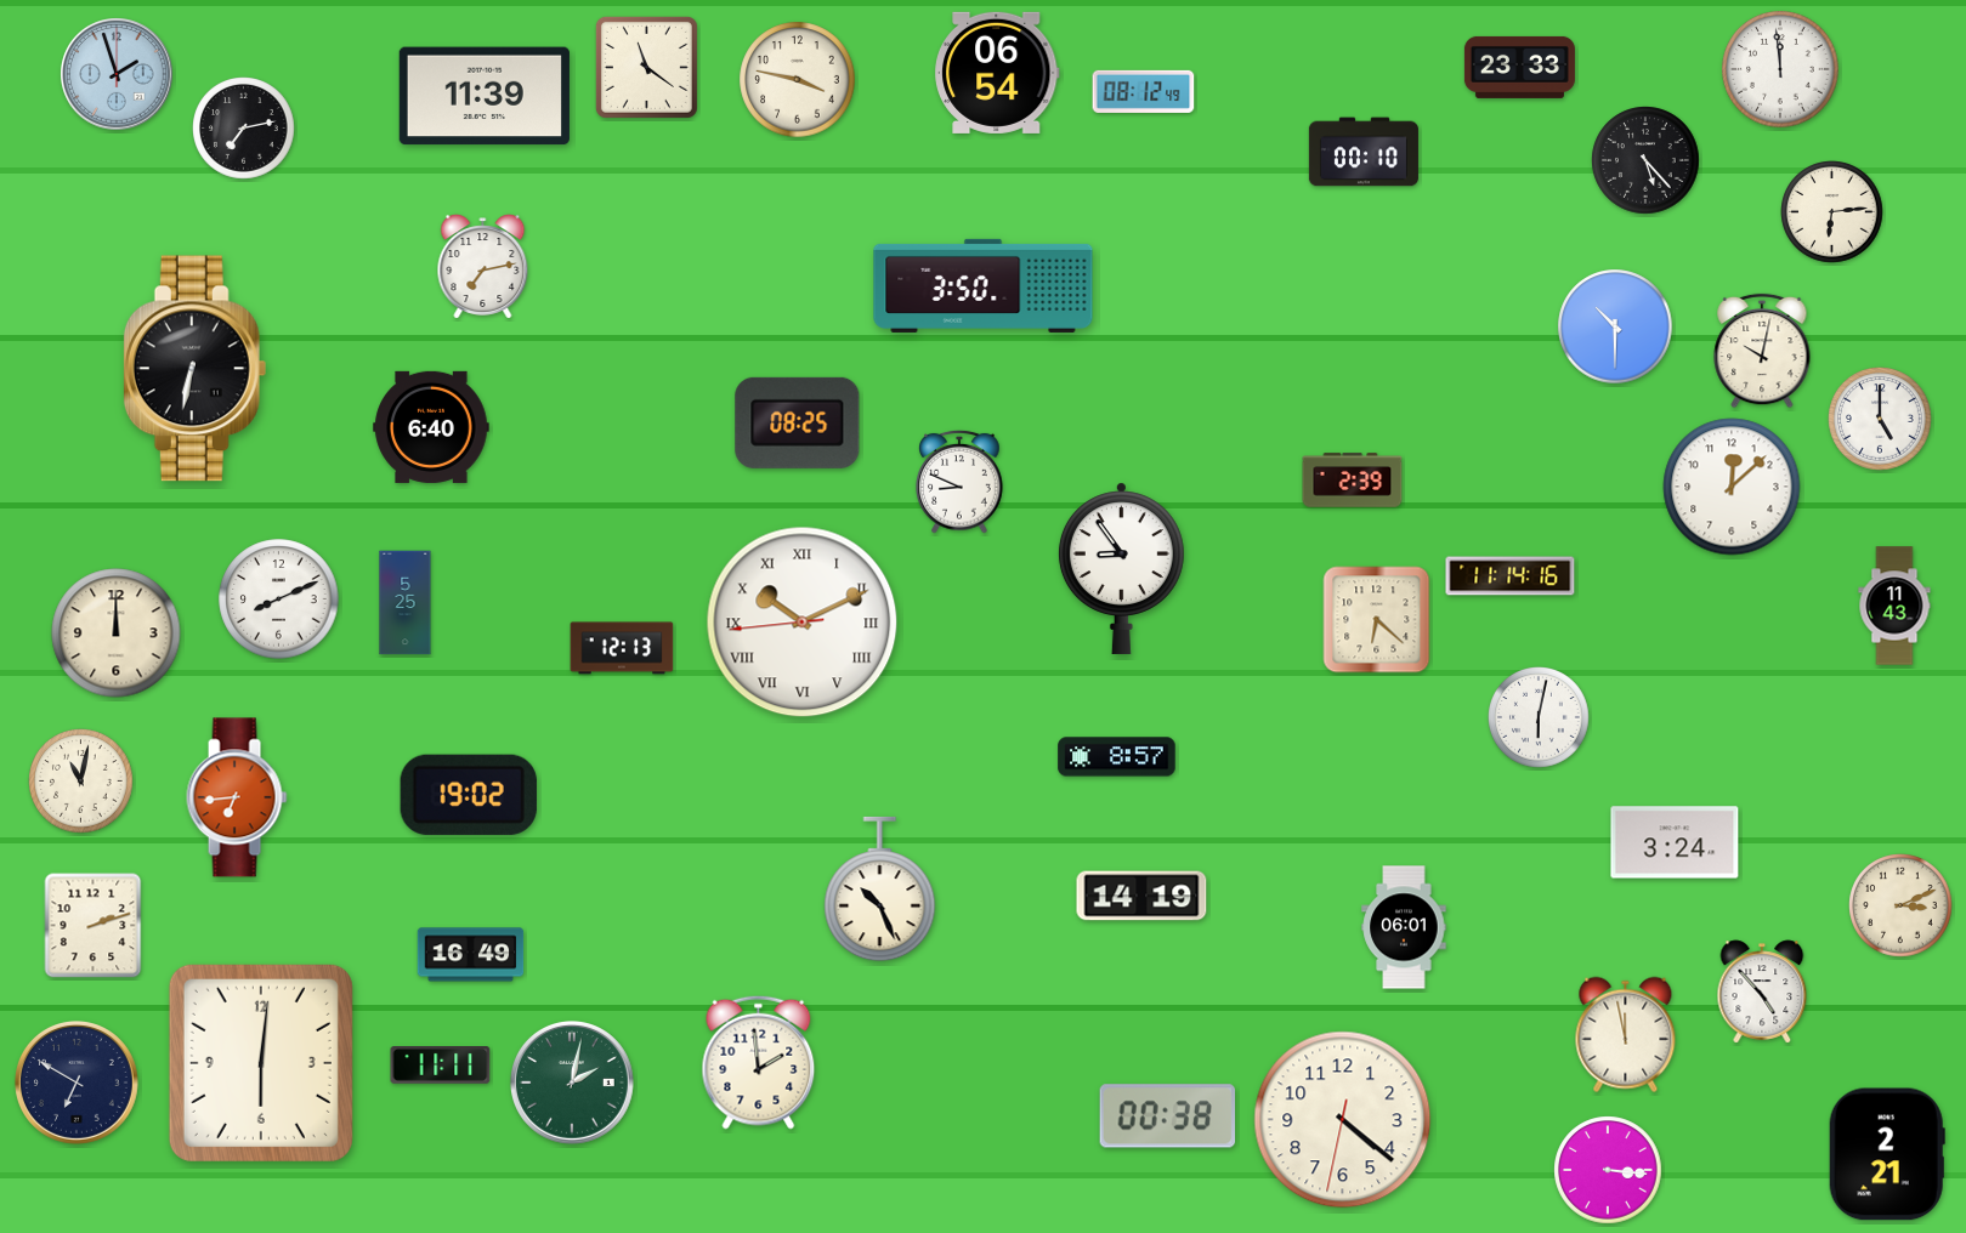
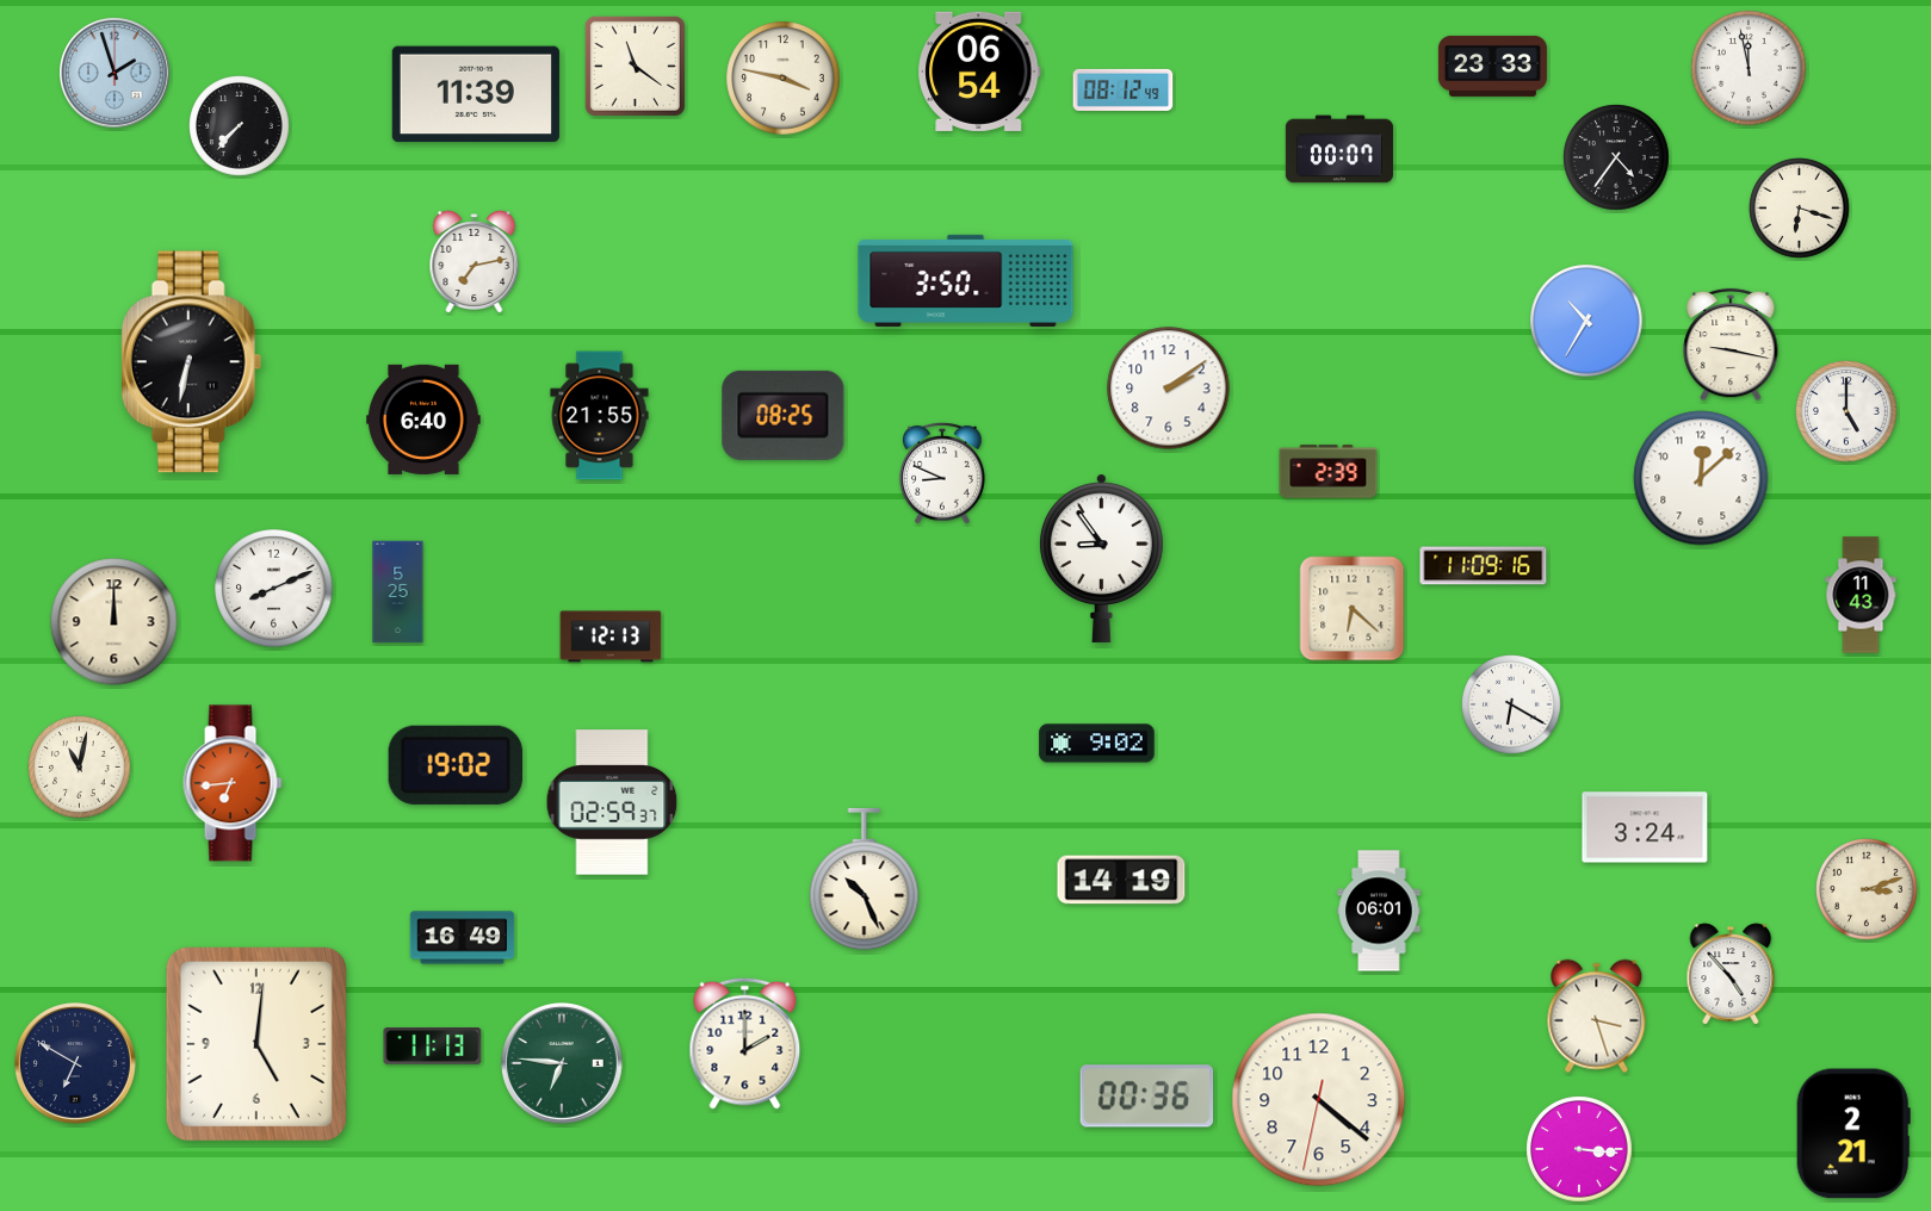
clock at (1780, 69): 11:59 -> 11:58
clock at (244, 129): 7:13 -> 7:37
clock at (1364, 152): 00:10 -> 00:07
clock at (1645, 160): 5:23 -> 4:36
clock at (1832, 212): 6:14 -> 6:18
clock at (1615, 326): 10:30 -> 10:35
clock at (1762, 351): 10:02 -> 9:17
clock at (1169, 389): none -> 2:09
clock at (600, 416): none -> 21:55
clock at (1511, 576): 11:14 -> 11:09
clock at (803, 623): 10:10 -> none
clock at (1539, 717): 6:02 -> 6:20
clock at (1117, 757): 8:57 -> 9:02
clock at (469, 795) position: (469, 795) -> (456, 765)
clock at (612, 802): none -> 02:59
clock at (880, 890) position: (880, 890) -> (865, 880)
clock at (1900, 905): 3:11 -> 3:12
clock at (94, 926): 2:12 -> none
clock at (1626, 1035): 11:58 -> 3:27
clock at (759, 1062): 1:59 -> 2:00
clock at (261, 1063): 6:01 -> 5:01
clock at (441, 1066): 11:11 -> 11:13
clock at (573, 1084): 2:02 -> 6:46
clock at (1168, 1116): 00:38 -> 00:36
